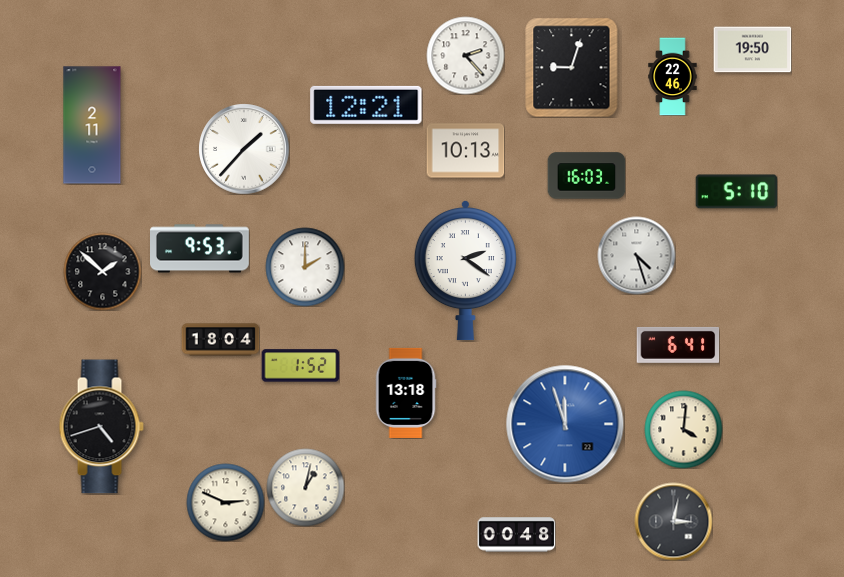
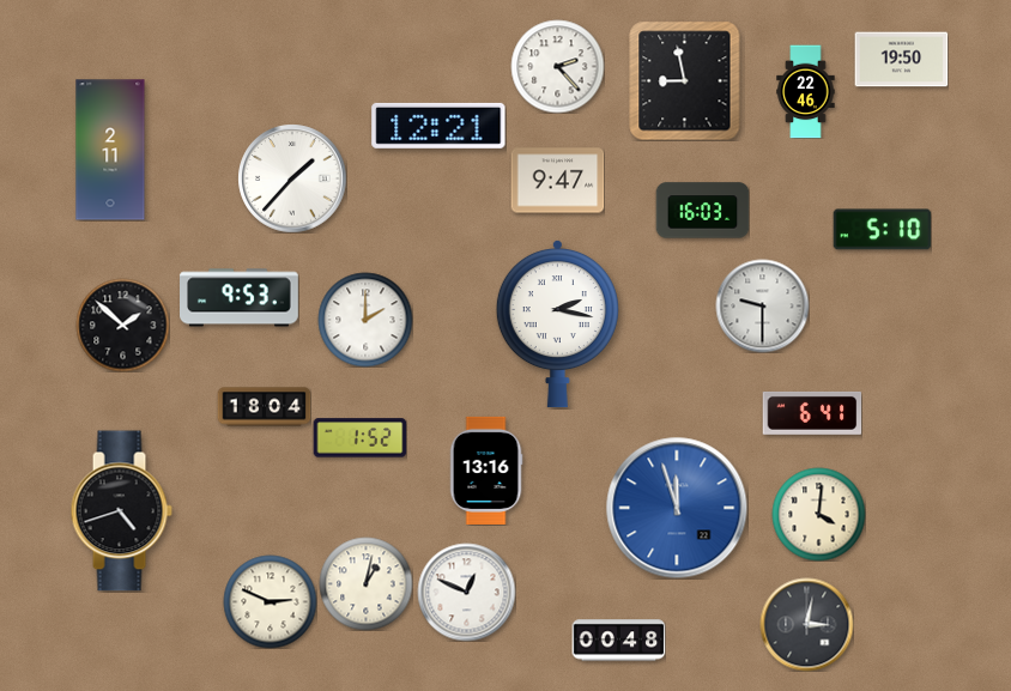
clock at (572, 67): 9:03 -> 8:58
clock at (465, 151): 10:13 -> 9:47
clock at (636, 255): 4:27 -> 9:30
clock at (465, 270): 2:21 -> 2:17
clock at (406, 393): 13:18 -> 13:16
clock at (466, 592): none -> 12:49
